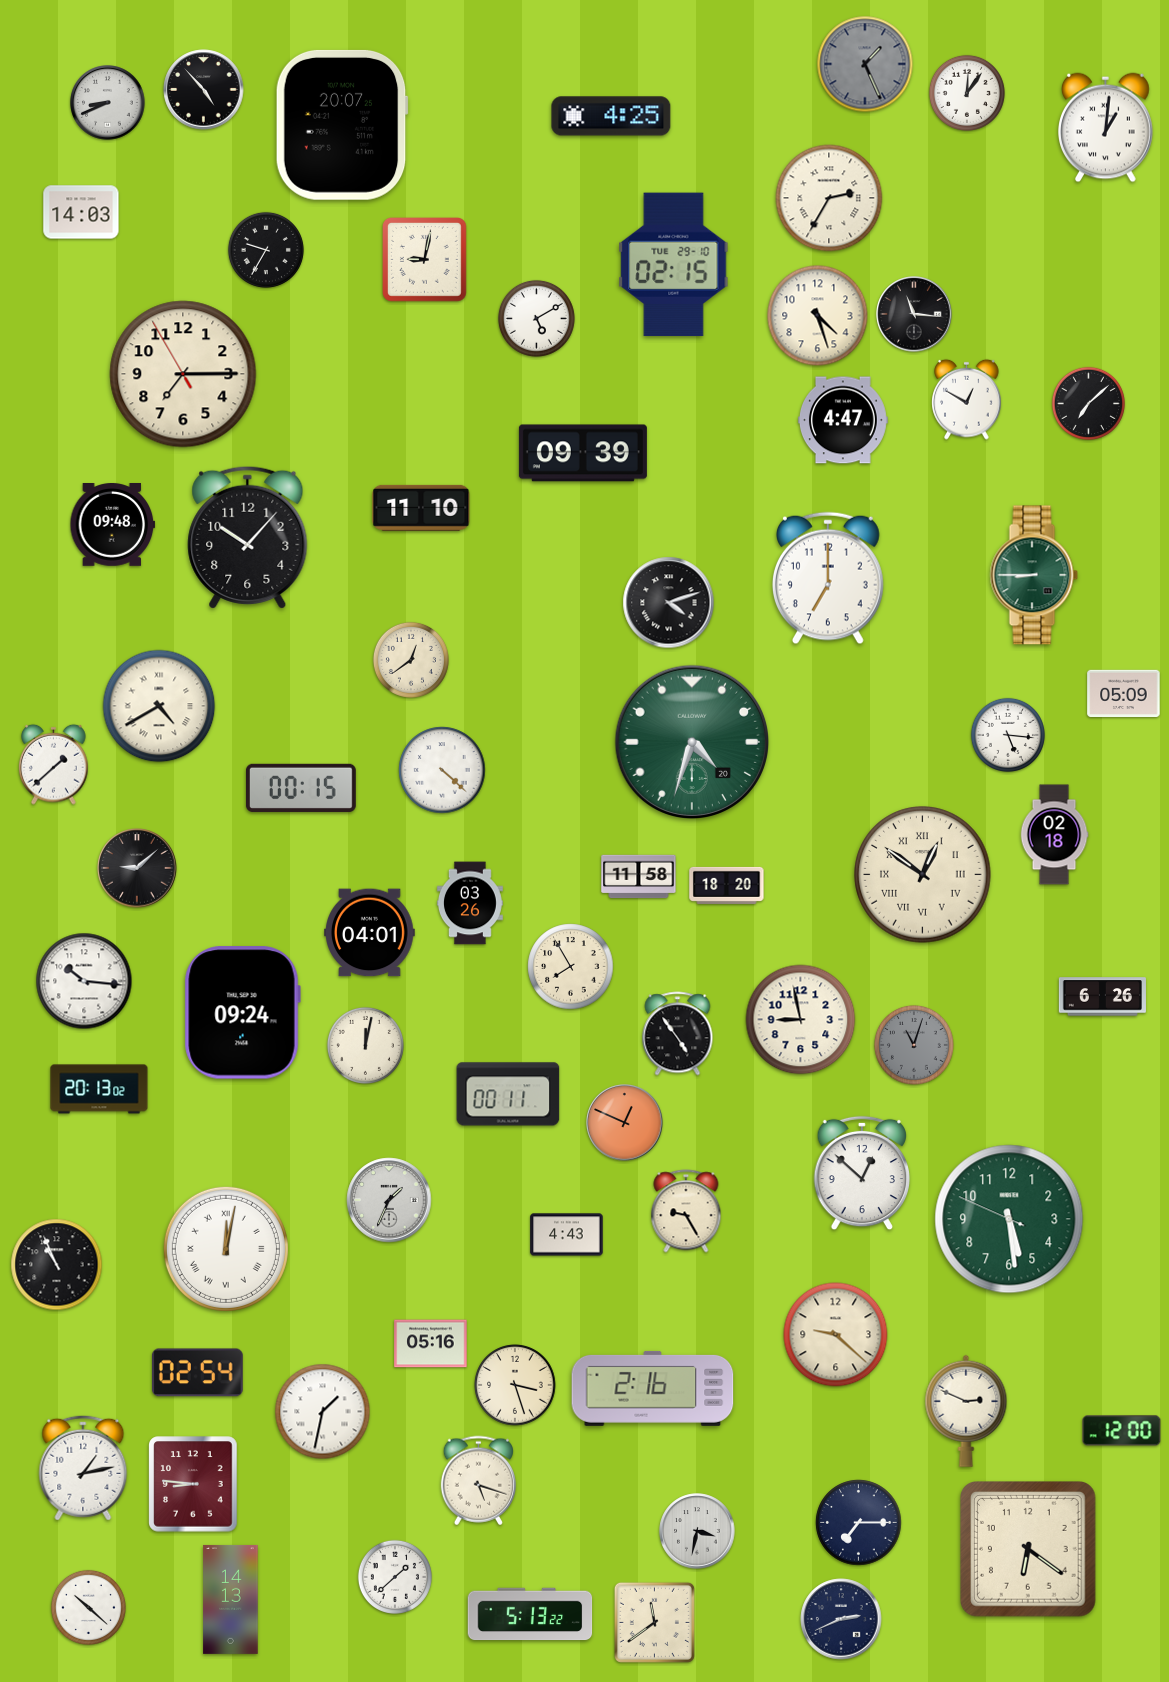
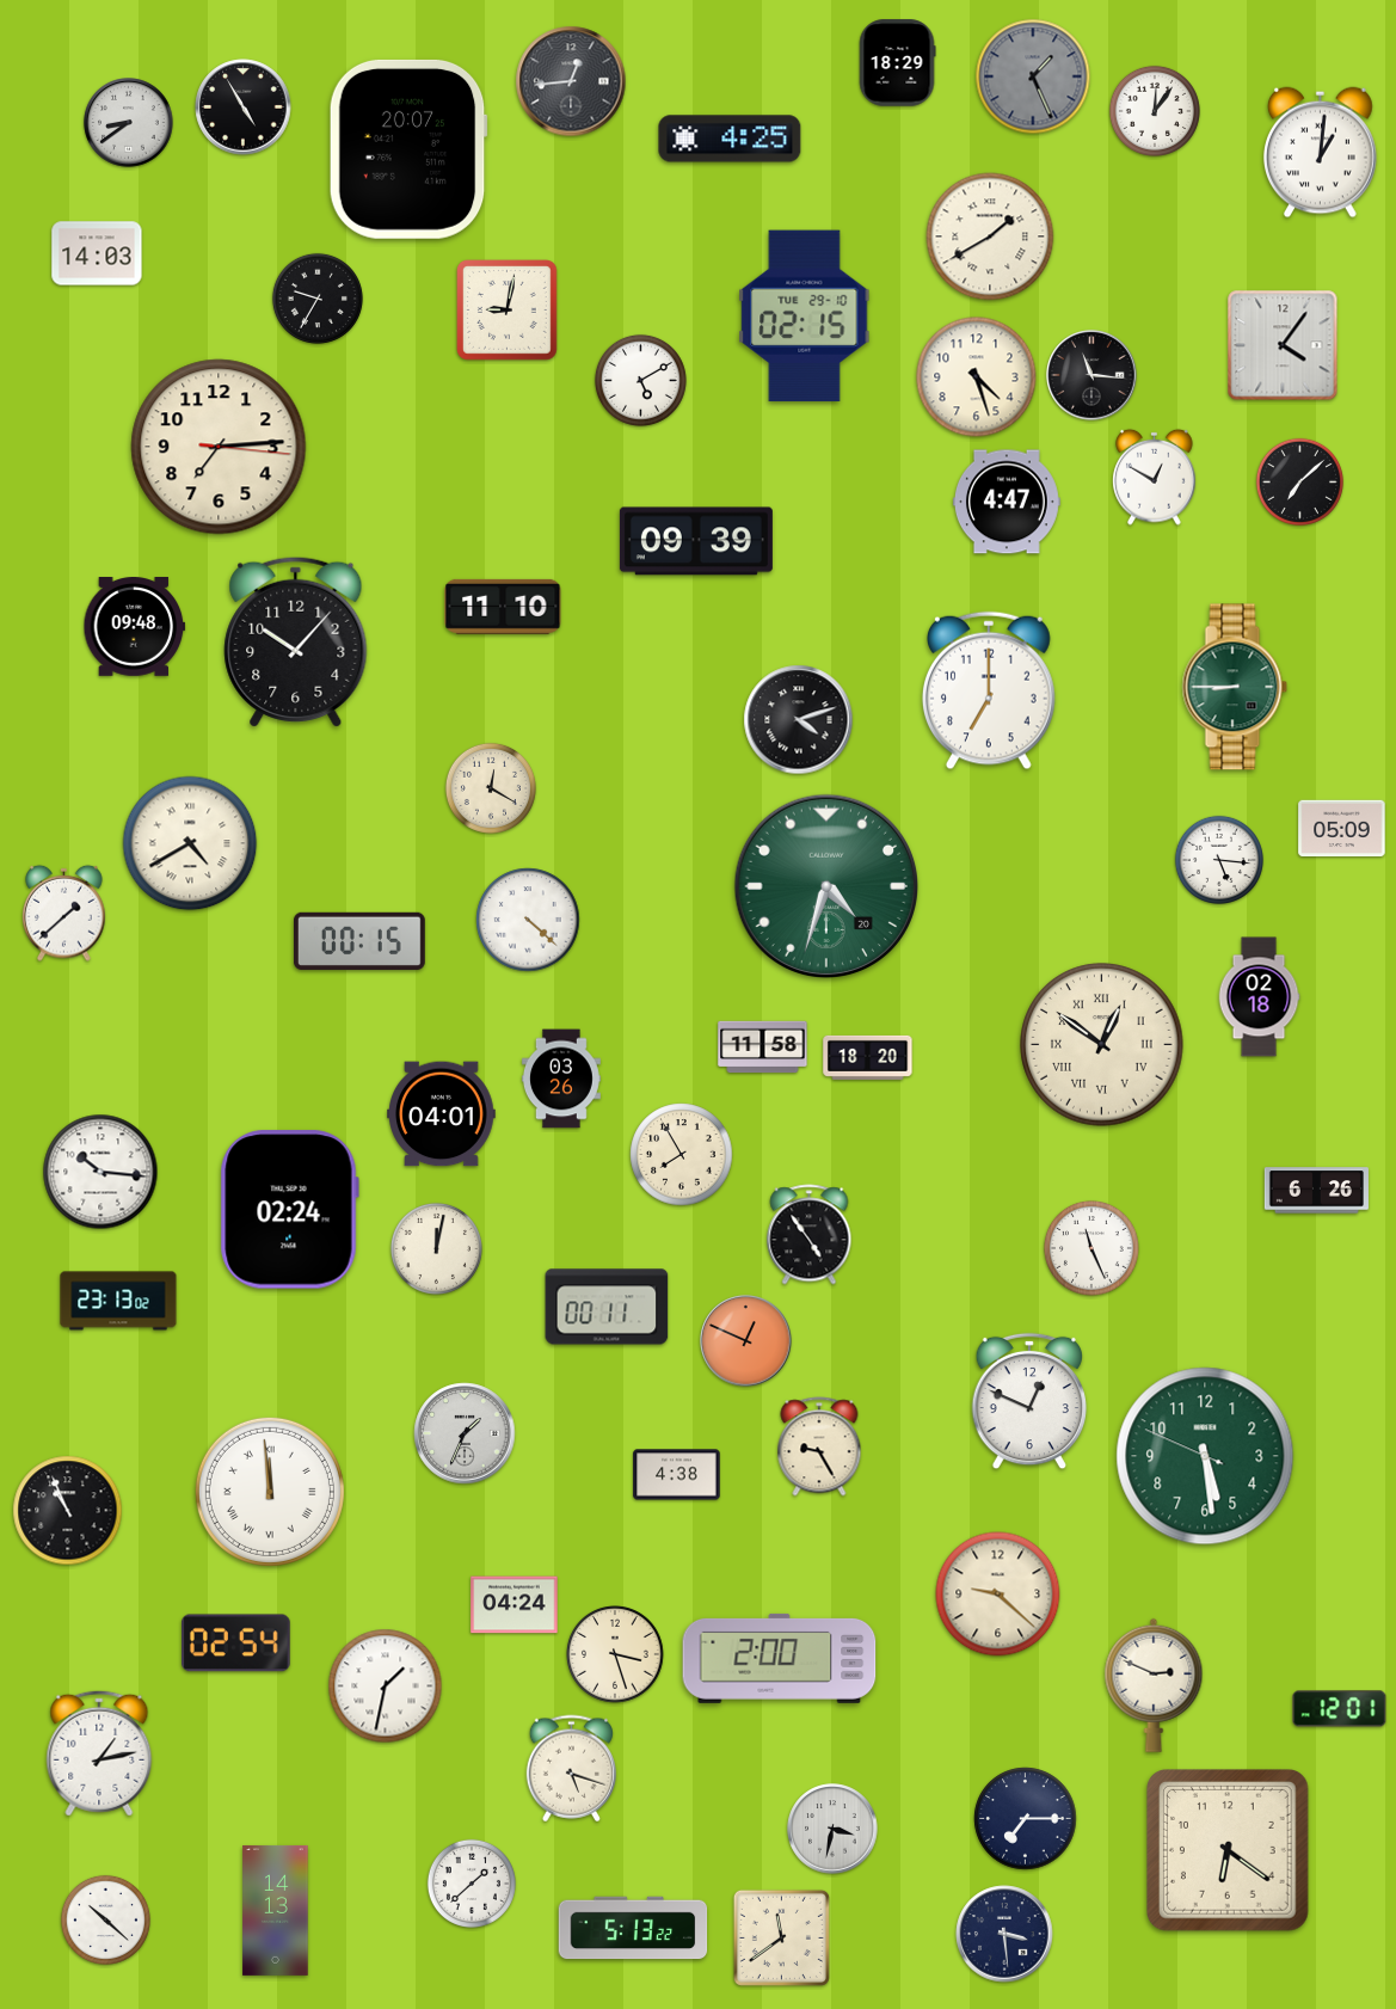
clock at (897, 63): none -> 18:29
clock at (571, 81): none -> 12:44
clock at (204, 90): 4:53 -> 4:55
clock at (108, 103): 8:41 -> 8:39
clock at (829, 198): 2:35 -> 1:40
clock at (1283, 345): none -> 4:06
clock at (183, 374): 7:14:55 -> 7:14:16
clock at (411, 660): 12:39 -> 12:20
clock at (1008, 735) position: (1008, 735) -> (1219, 860)
clock at (137, 868): 9:08 -> none
clock at (242, 1013): 09:24 -> 02:24
clock at (801, 1020): 8:58 -> none
clock at (914, 1045): 11:03 -> 11:26
clock at (914, 1045) dial: grey -> white
clock at (99, 1089): 20:13 -> 23:13
clock at (862, 1173): 12:52 -> 12:49
clock at (567, 1235): 4:43 -> 4:38
clock at (226, 1249): 12:02 -> 11:59
clock at (431, 1344): 05:16 -> 04:24
clock at (197, 1373) position: (197, 1373) -> (235, 1644)
clock at (653, 1388): 2:16 -> 2:00
clock at (1122, 1431): 12:00 -> 12:01
clock at (193, 1484): 8:46 -> none
clock at (841, 1619): 2:41 -> 3:29
